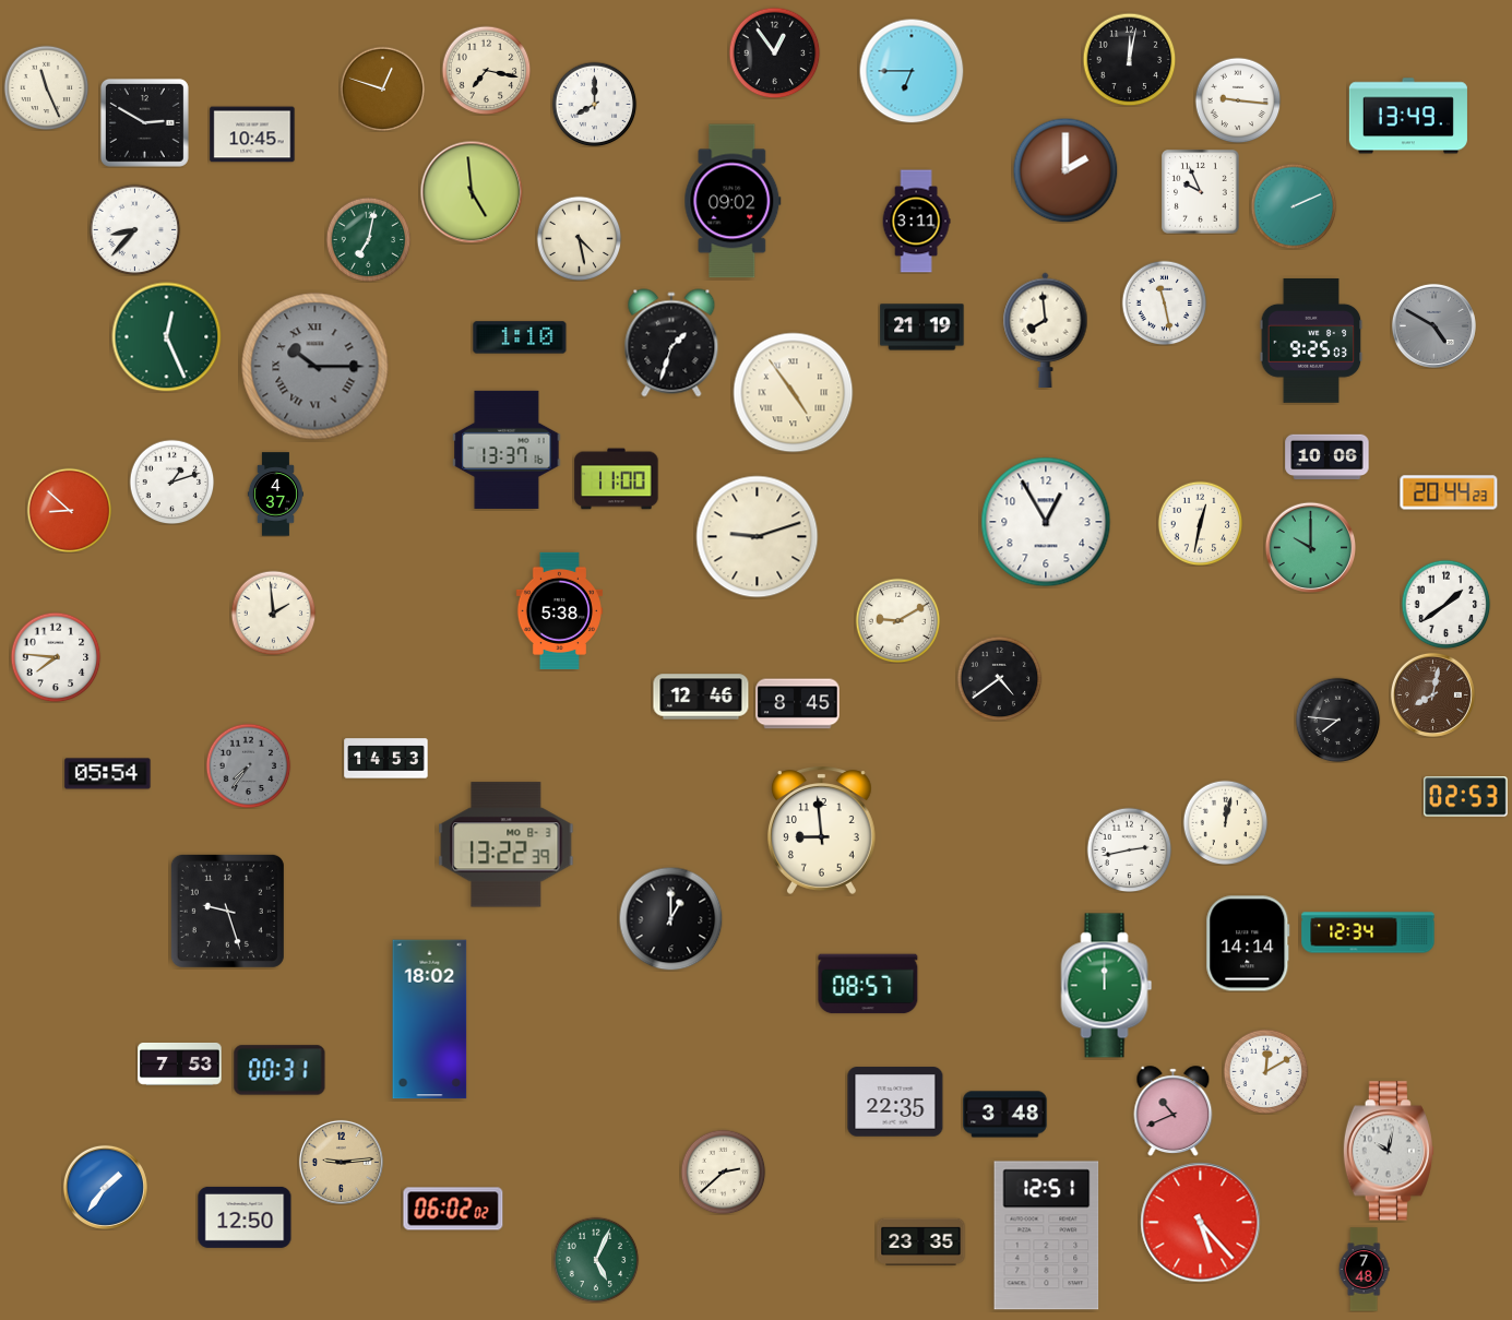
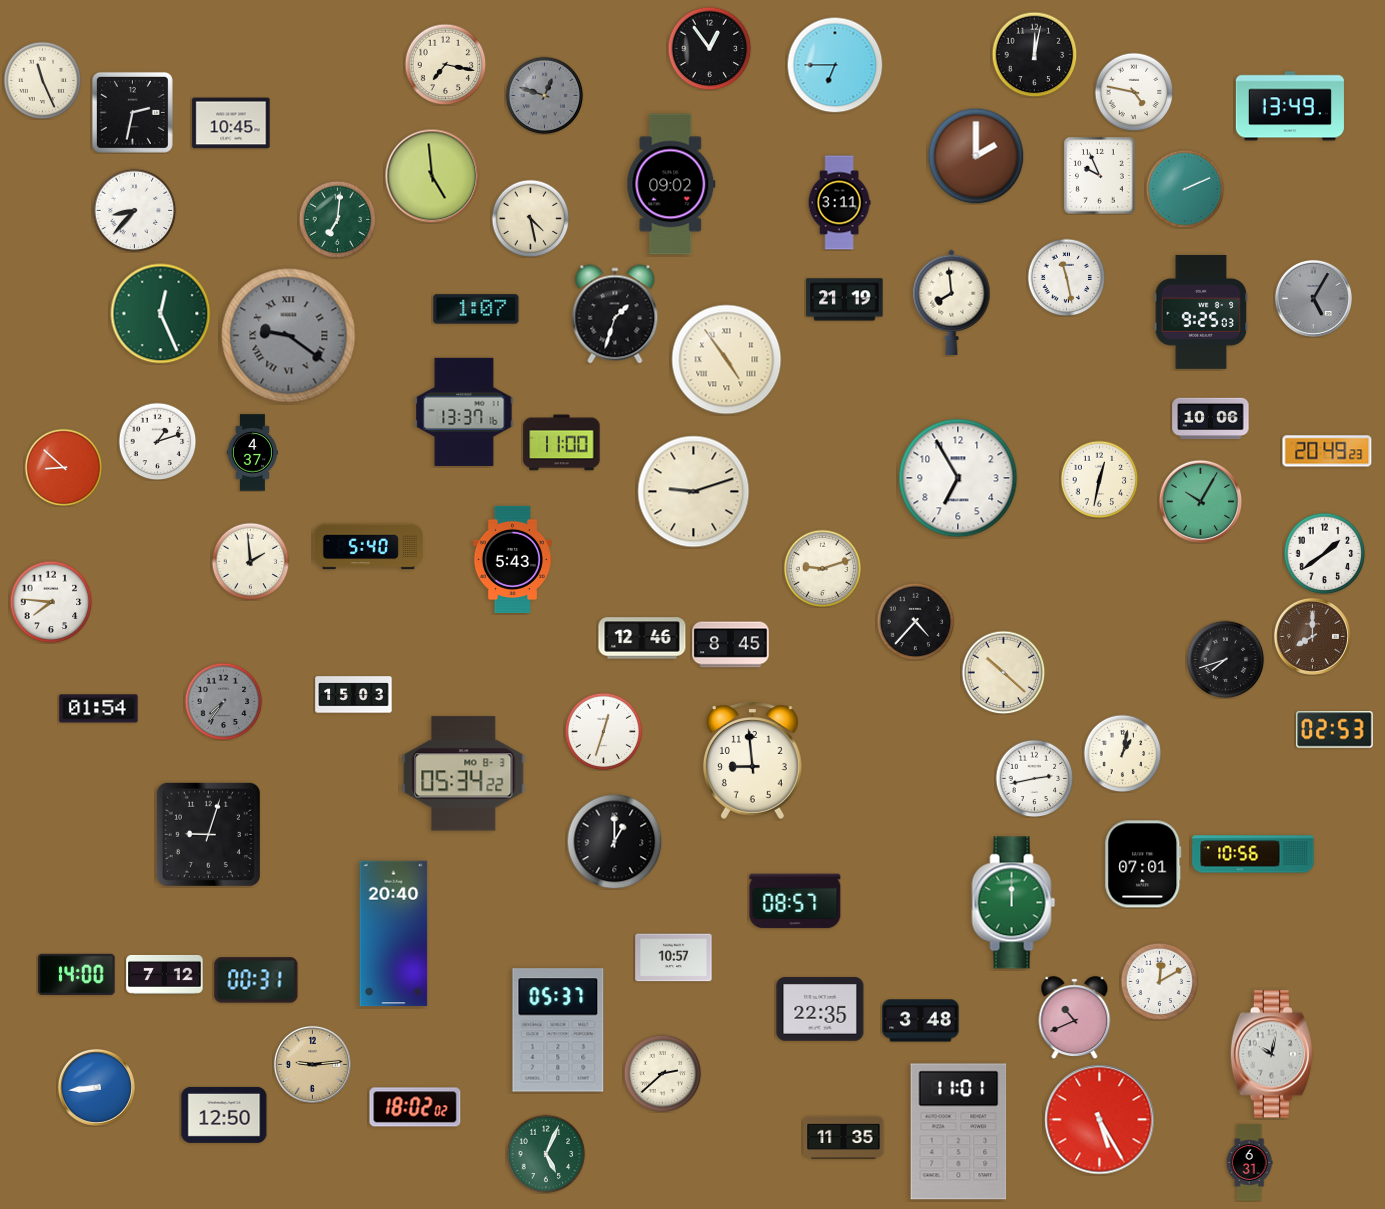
clock at (382, 88): 12:48 -> none
clock at (1238, 100): 9:16 -> 4:47
clock at (594, 104): 8:00 -> 12:48
clock at (594, 104) dial: white -> grey
clock at (144, 122): 2:50 -> 2:32
clock at (134, 229) position: (134, 229) -> (134, 210)
clock at (368, 239): 7:02 -> 7:01
clock at (1433, 325): 4:50 -> 5:05
clock at (1046, 331) position: (1046, 331) -> (952, 303)
clock at (167, 337) position: (167, 337) -> (161, 314)
clock at (520, 337): 1:10 -> 1:07
clock at (316, 367): 10:15 -> 9:21
clock at (1328, 457) position: (1328, 457) -> (1211, 419)
clock at (617, 479) position: (617, 479) -> (562, 443)
clock at (1449, 492): 20:44 -> 20:49
clock at (1046, 522): 12:55 -> 6:55
clock at (1310, 547): 10:00 -> 10:05
clock at (368, 547): none -> 5:40
clock at (559, 610): 5:38 -> 5:43
clock at (897, 620): 9:10 -> 9:12
clock at (999, 678): 4:39 -> 4:37
clock at (1432, 694): 8:02 -> 8:00
clock at (1337, 720): 7:46 -> 7:42
clock at (1003, 672): none -> 10:22
clock at (386, 759): 14:53 -> 15:03
clock at (248, 765) position: (248, 765) -> (223, 701)
clock at (108, 774): 05:54 -> 01:54
clock at (1466, 797) position: (1466, 797) -> (1335, 730)
clock at (603, 731): none -> 12:33
clock at (1225, 822): 12:02 -> 1:02
clock at (507, 845): 13:22 -> 05:34
clock at (227, 911): 9:27 -> 9:03
clock at (1368, 932): 12:34 -> 10:56
clock at (1248, 943): 14:14 -> 07:01
clock at (430, 1020): 18:02 -> 20:40
clock at (674, 958): none -> 10:57
clock at (77, 974): none -> 14:00
clock at (180, 1065): 7:53 -> 7:12
clock at (558, 1030): none -> 05:37
clock at (105, 1187): 1:36 -> 8:44
clock at (453, 1209): 06:02 -> 18:02
clock at (1201, 1223): 5:23 -> 5:25
clock at (1047, 1236): 12:51 -> 11:01
clock at (921, 1242): 23:35 -> 11:35
clock at (1364, 1270): 7:48 -> 6:31
